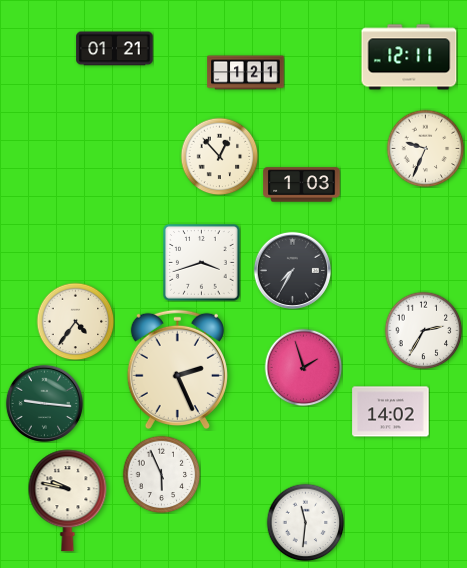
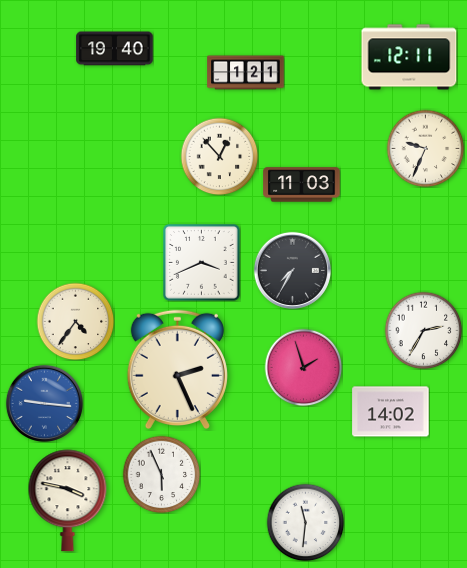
clock at (115, 49): 01:21 -> 19:40
clock at (302, 185): 1:03 -> 11:03
clock at (202, 263): 3:42 -> 3:41
clock at (44, 403) dial: green -> blue
clock at (68, 501): 9:47 -> 3:47
